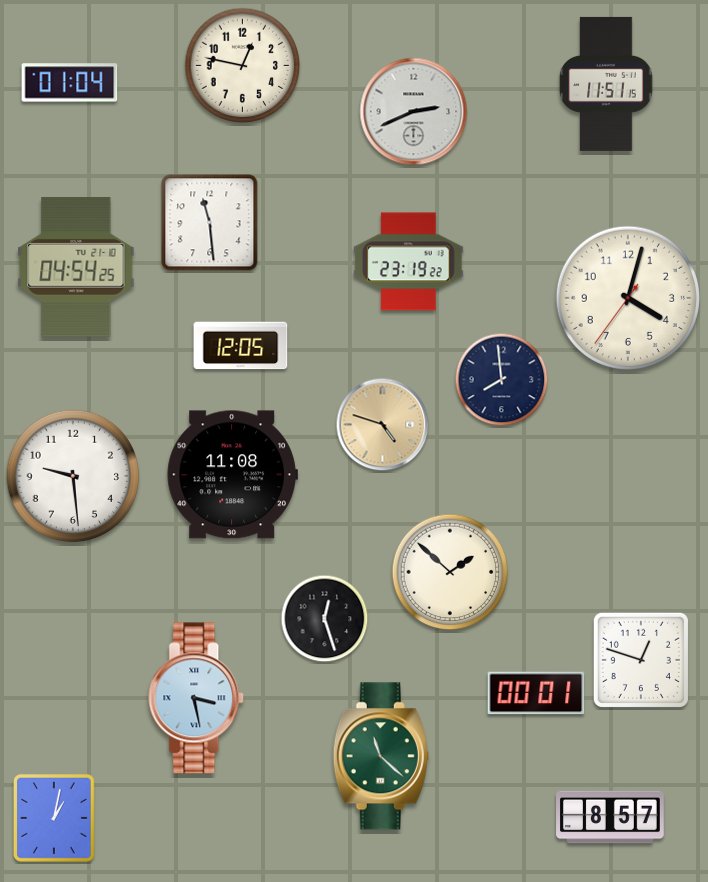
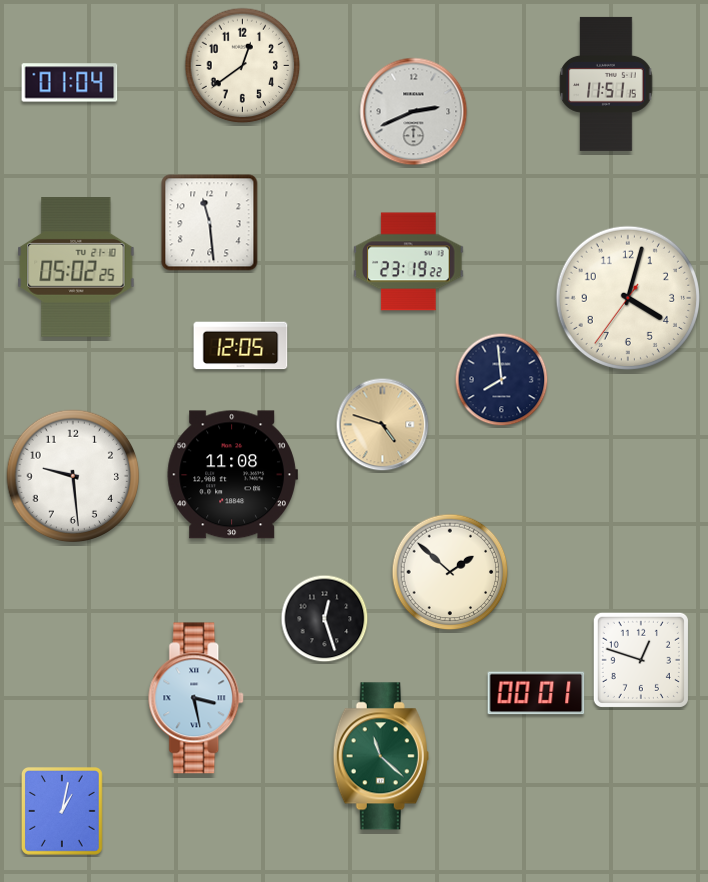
clock at (243, 66): 12:47 -> 12:39
clock at (76, 267): 04:54 -> 05:02
clock at (610, 817): 8:57 -> none
clock at (55, 819) position: (55, 819) -> (63, 812)
